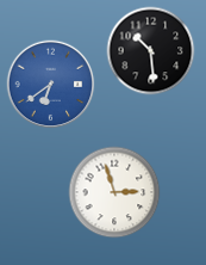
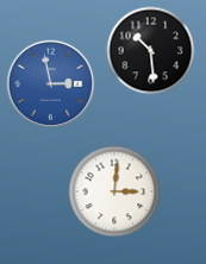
clock at (51, 85): 6:39 -> 2:58
clock at (114, 192): 2:57 -> 3:01
